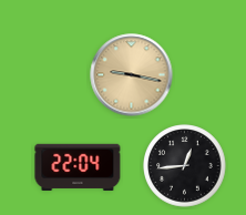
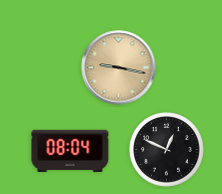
clock at (185, 166): 12:44 -> 12:49
clock at (78, 167): 22:04 -> 08:04
